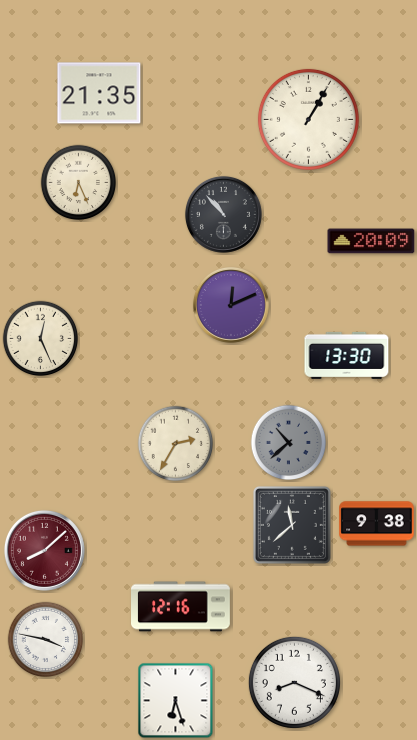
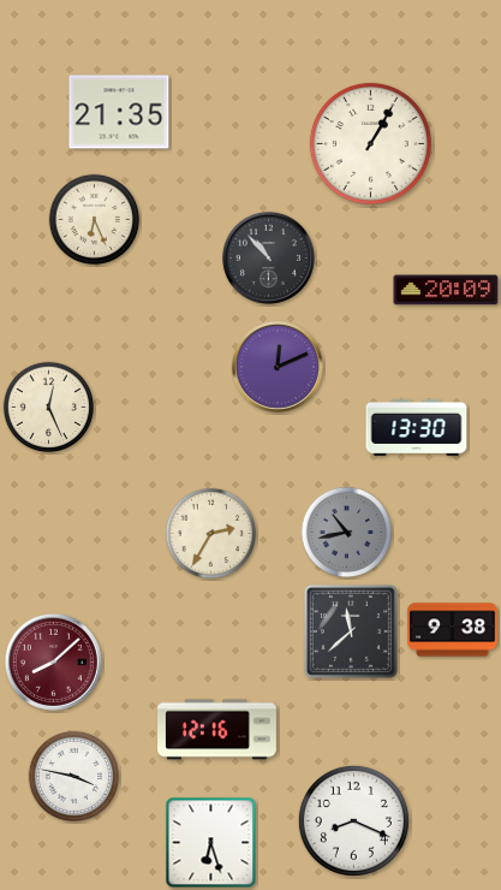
clock at (289, 443): 10:38 -> 10:43
clock at (46, 640) position: (46, 640) -> (74, 777)
